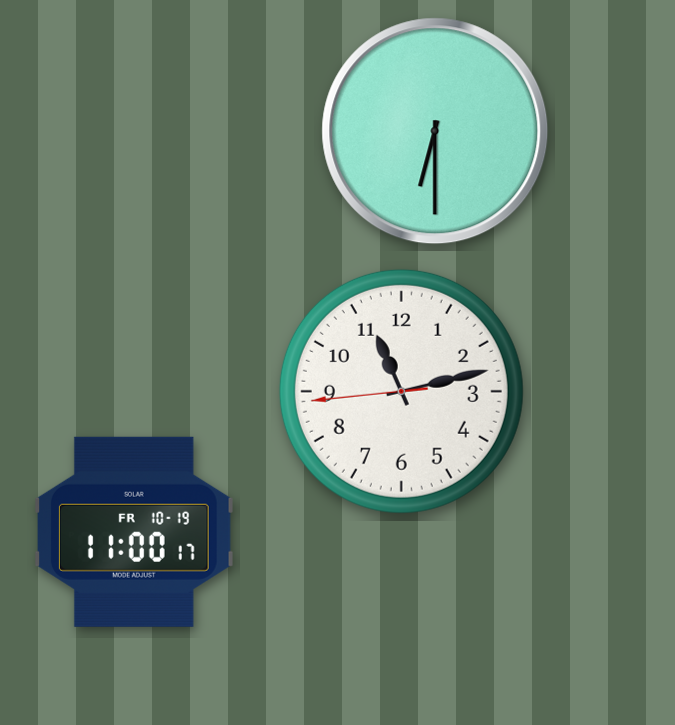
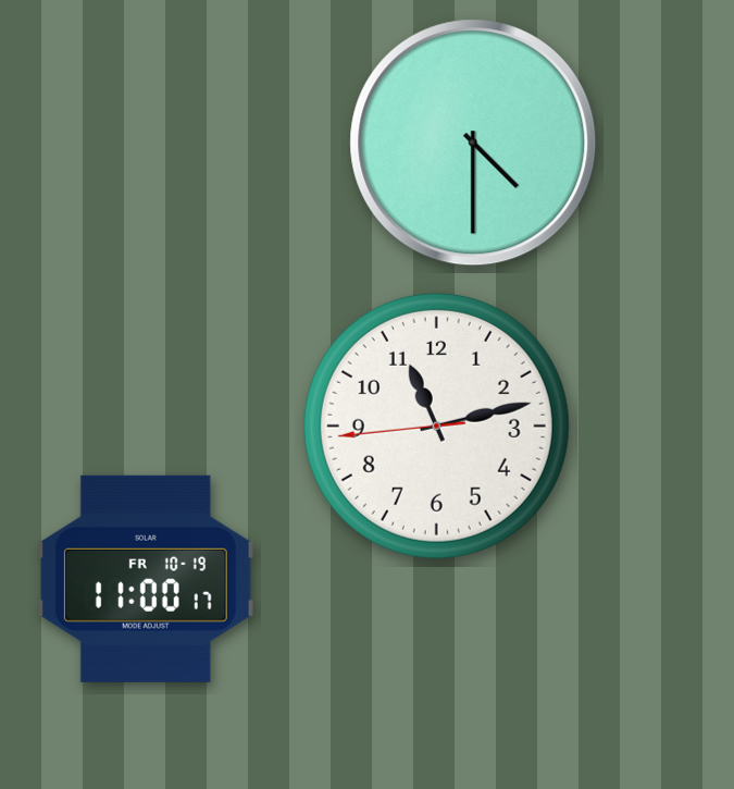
clock at (435, 131): 6:30 -> 4:30
